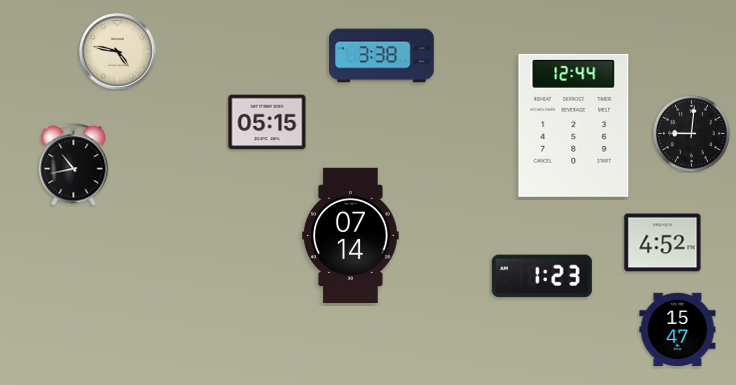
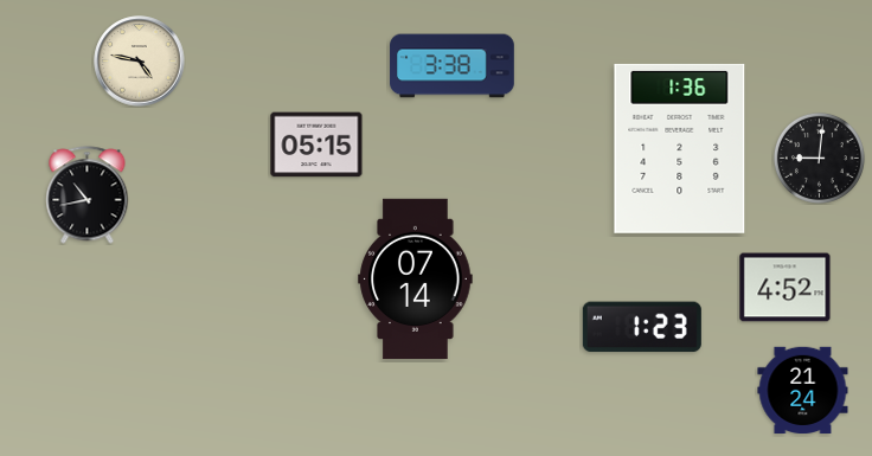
clock at (574, 125): 12:44 -> 1:36
clock at (678, 329): 15:47 -> 21:24
